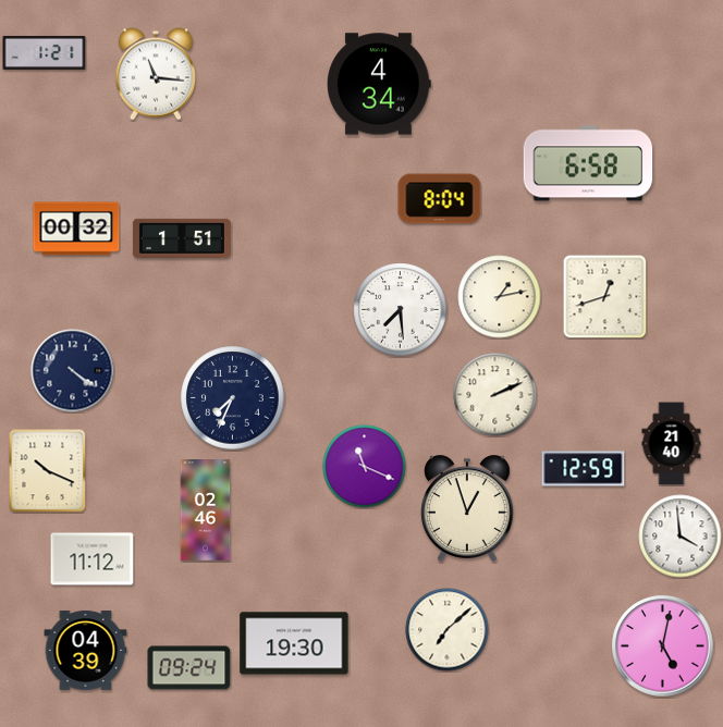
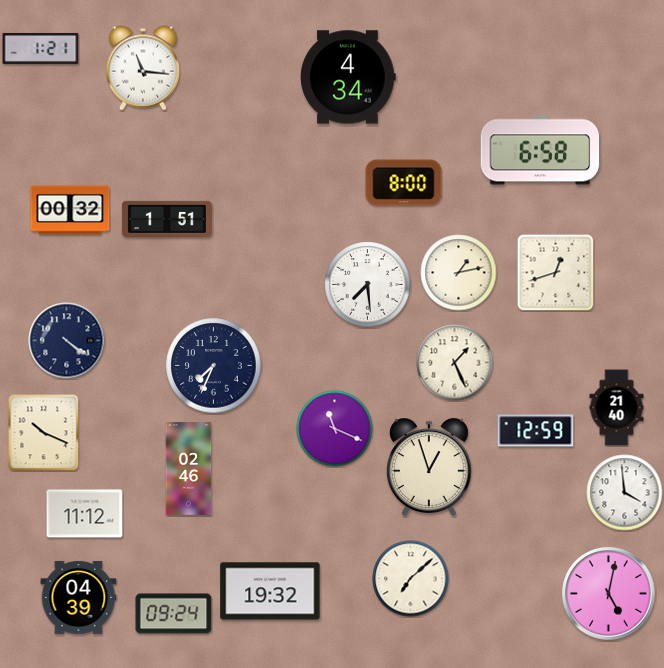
clock at (440, 199): 8:04 -> 8:00
clock at (495, 395): 2:11 -> 1:26
clock at (294, 643): 19:30 -> 19:32
